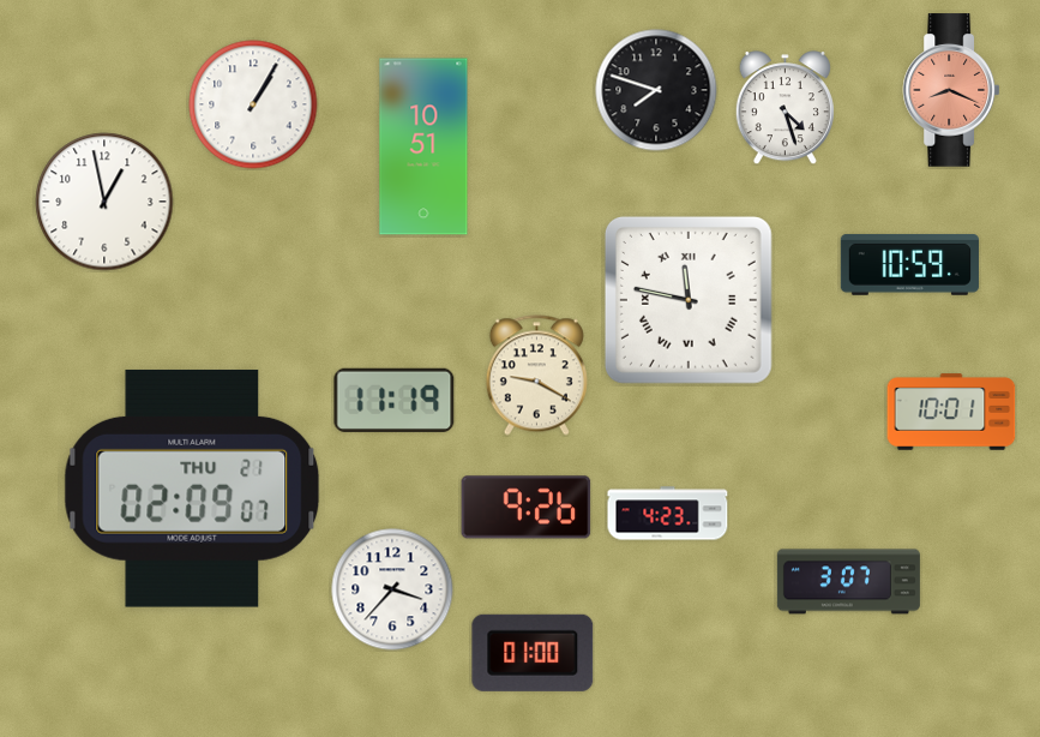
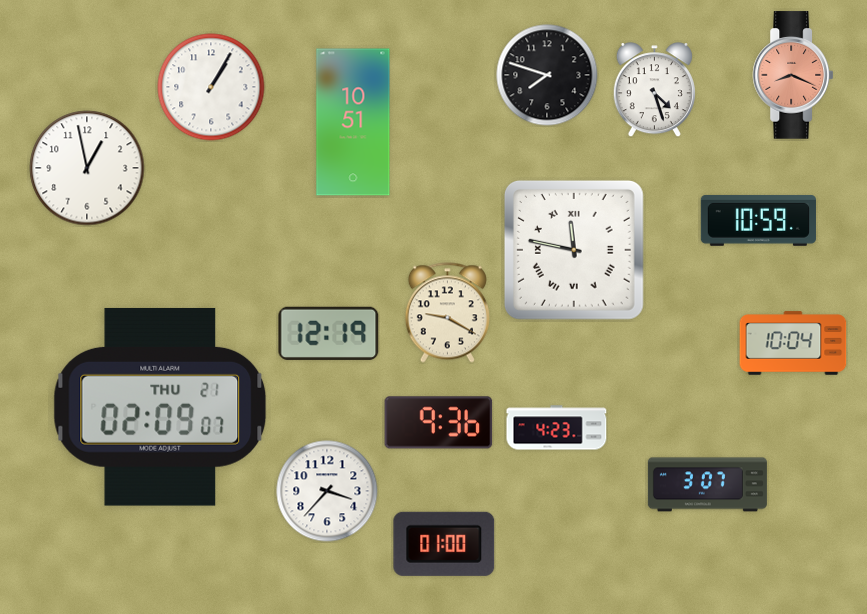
clock at (395, 400): 11:19 -> 12:19
clock at (951, 412): 10:01 -> 10:04
clock at (527, 508): 9:26 -> 9:36
